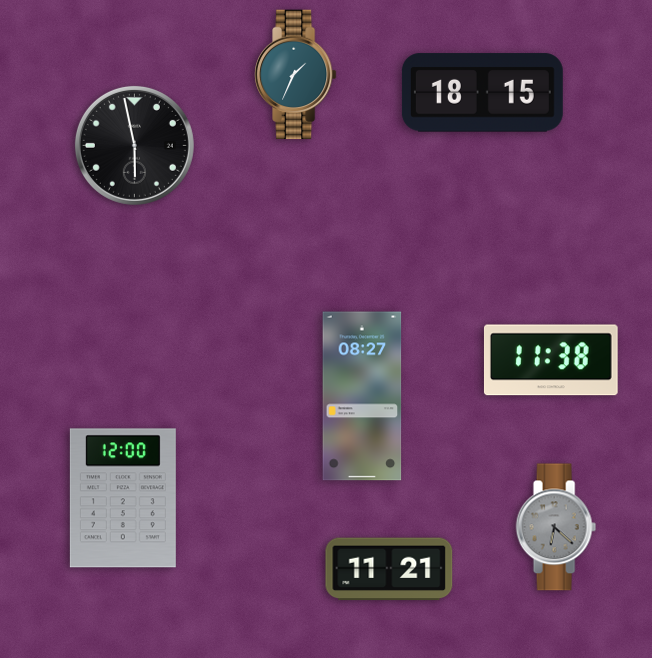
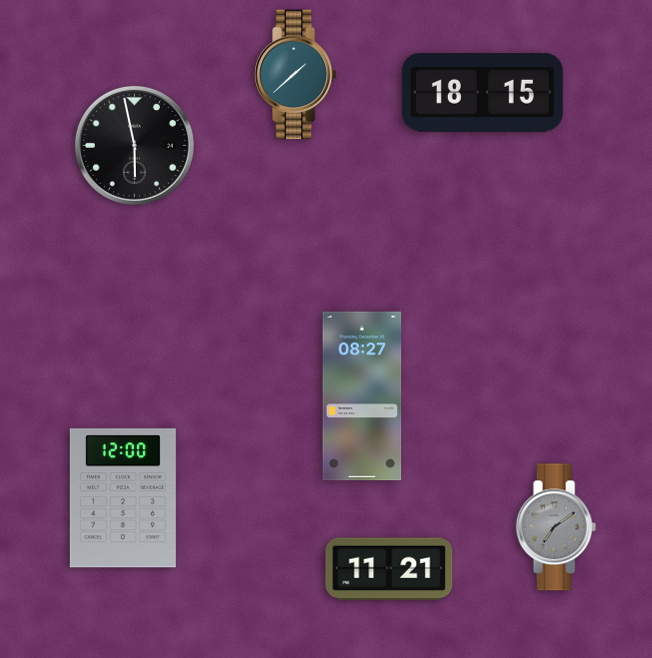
clock at (296, 75): 1:34 -> 1:38
clock at (551, 360): 11:38 -> none
clock at (556, 527): 6:22 -> 7:09
